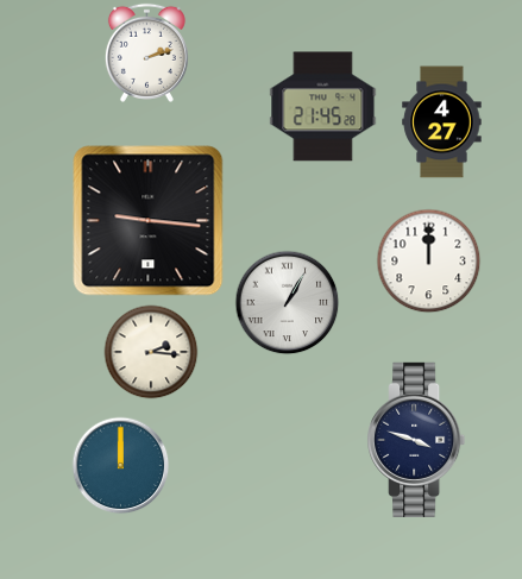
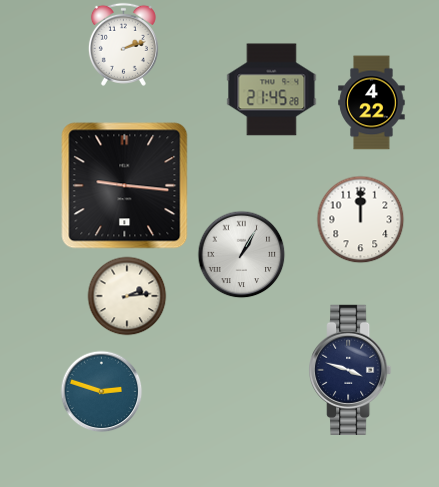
clock at (442, 122): 4:27 -> 4:22
clock at (151, 352): 2:16 -> 2:14
clock at (121, 466): 12:00 -> 2:48
